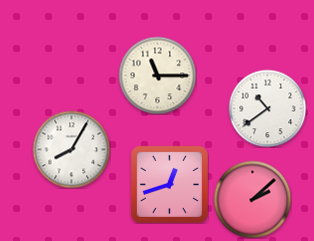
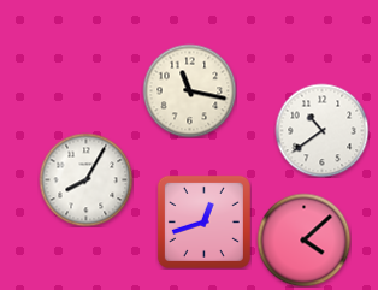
clock at (157, 75): 11:15 -> 11:17
clock at (252, 199): 2:08 -> 4:08
